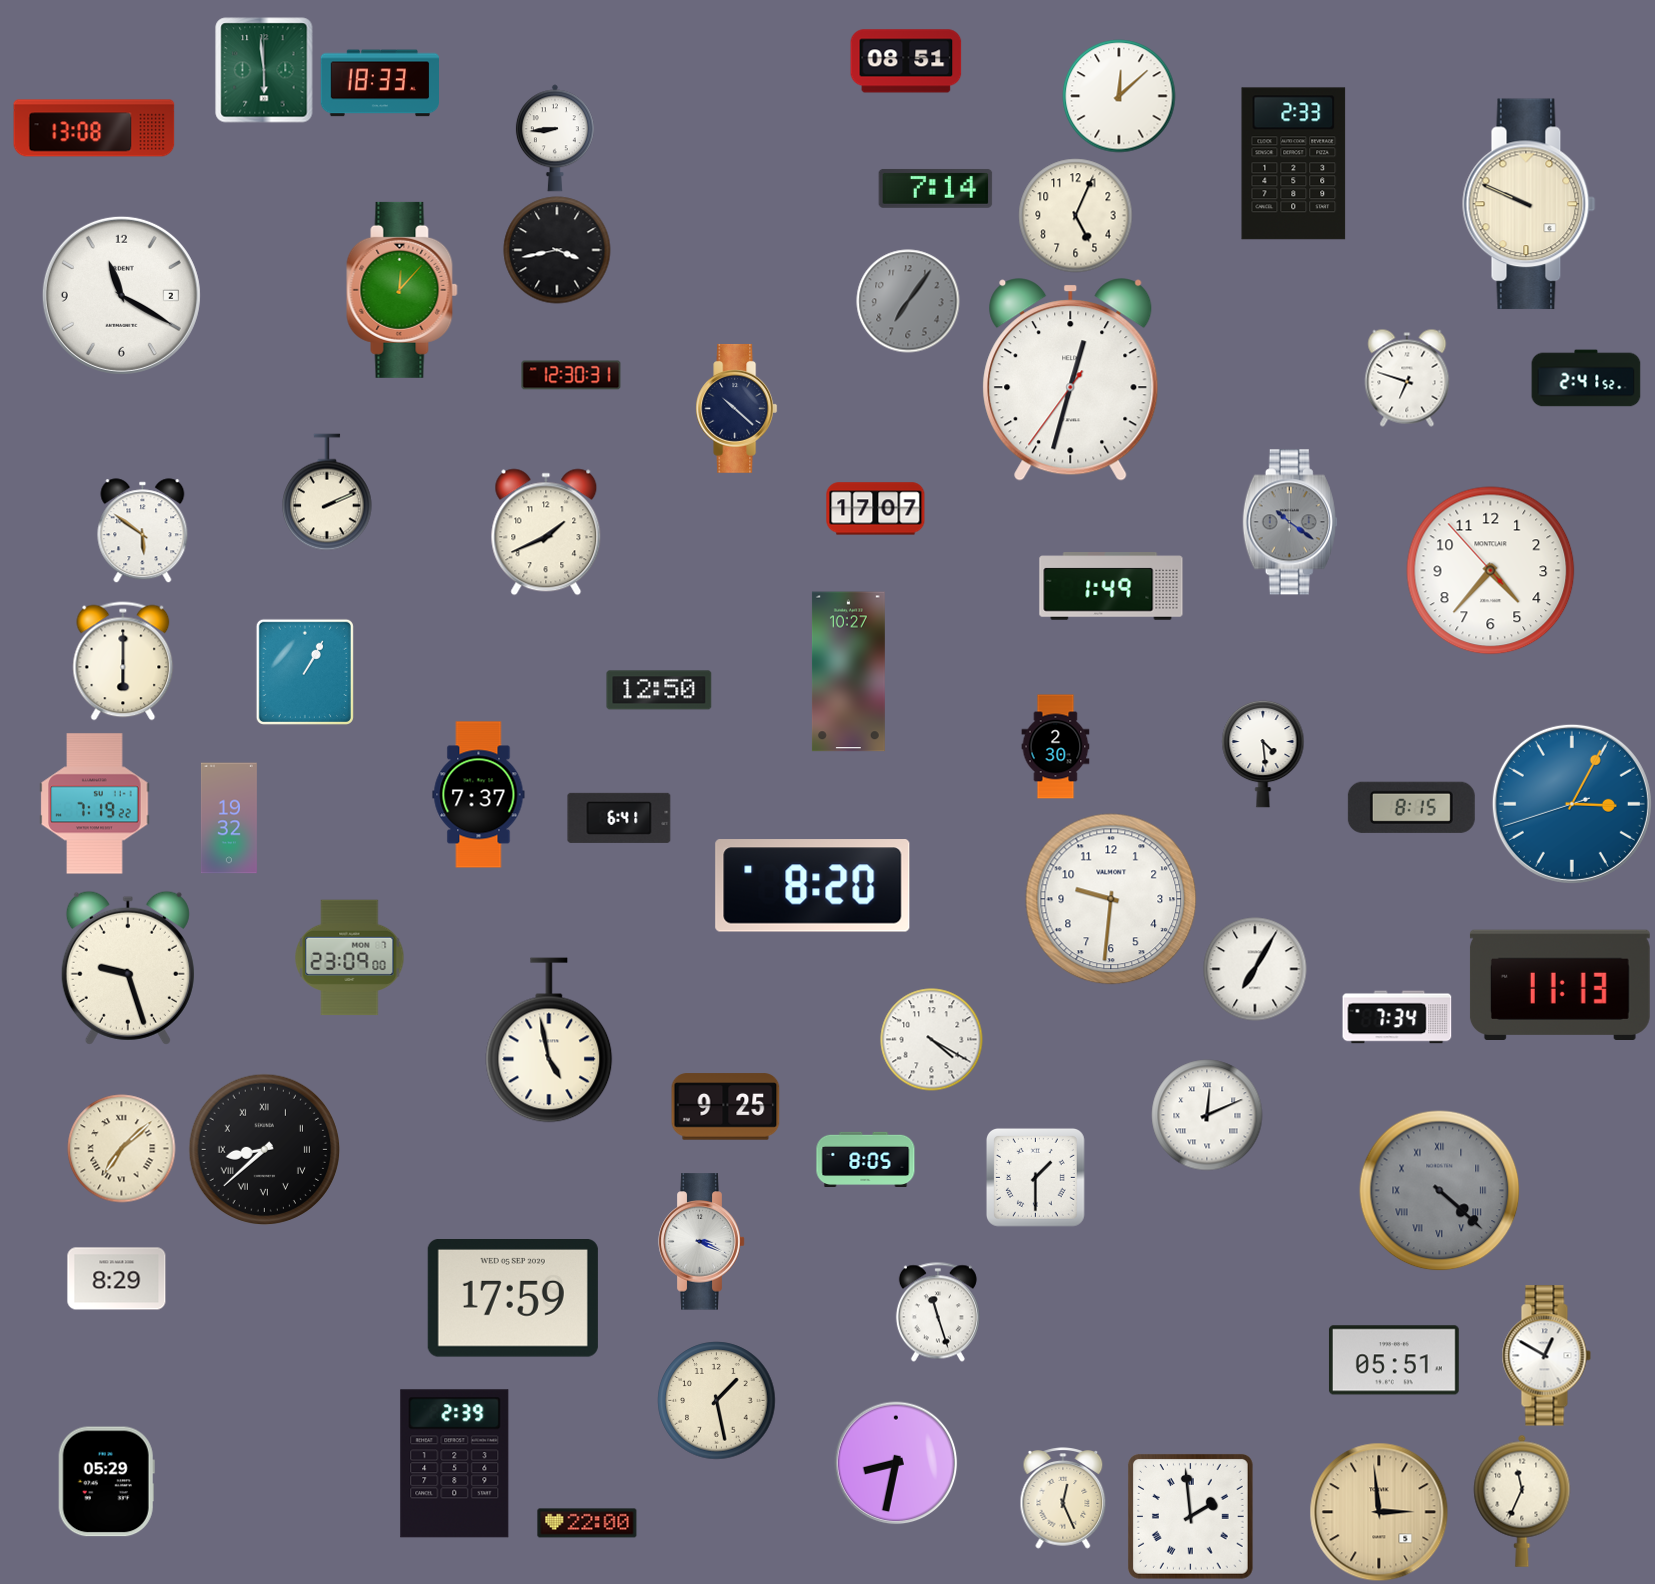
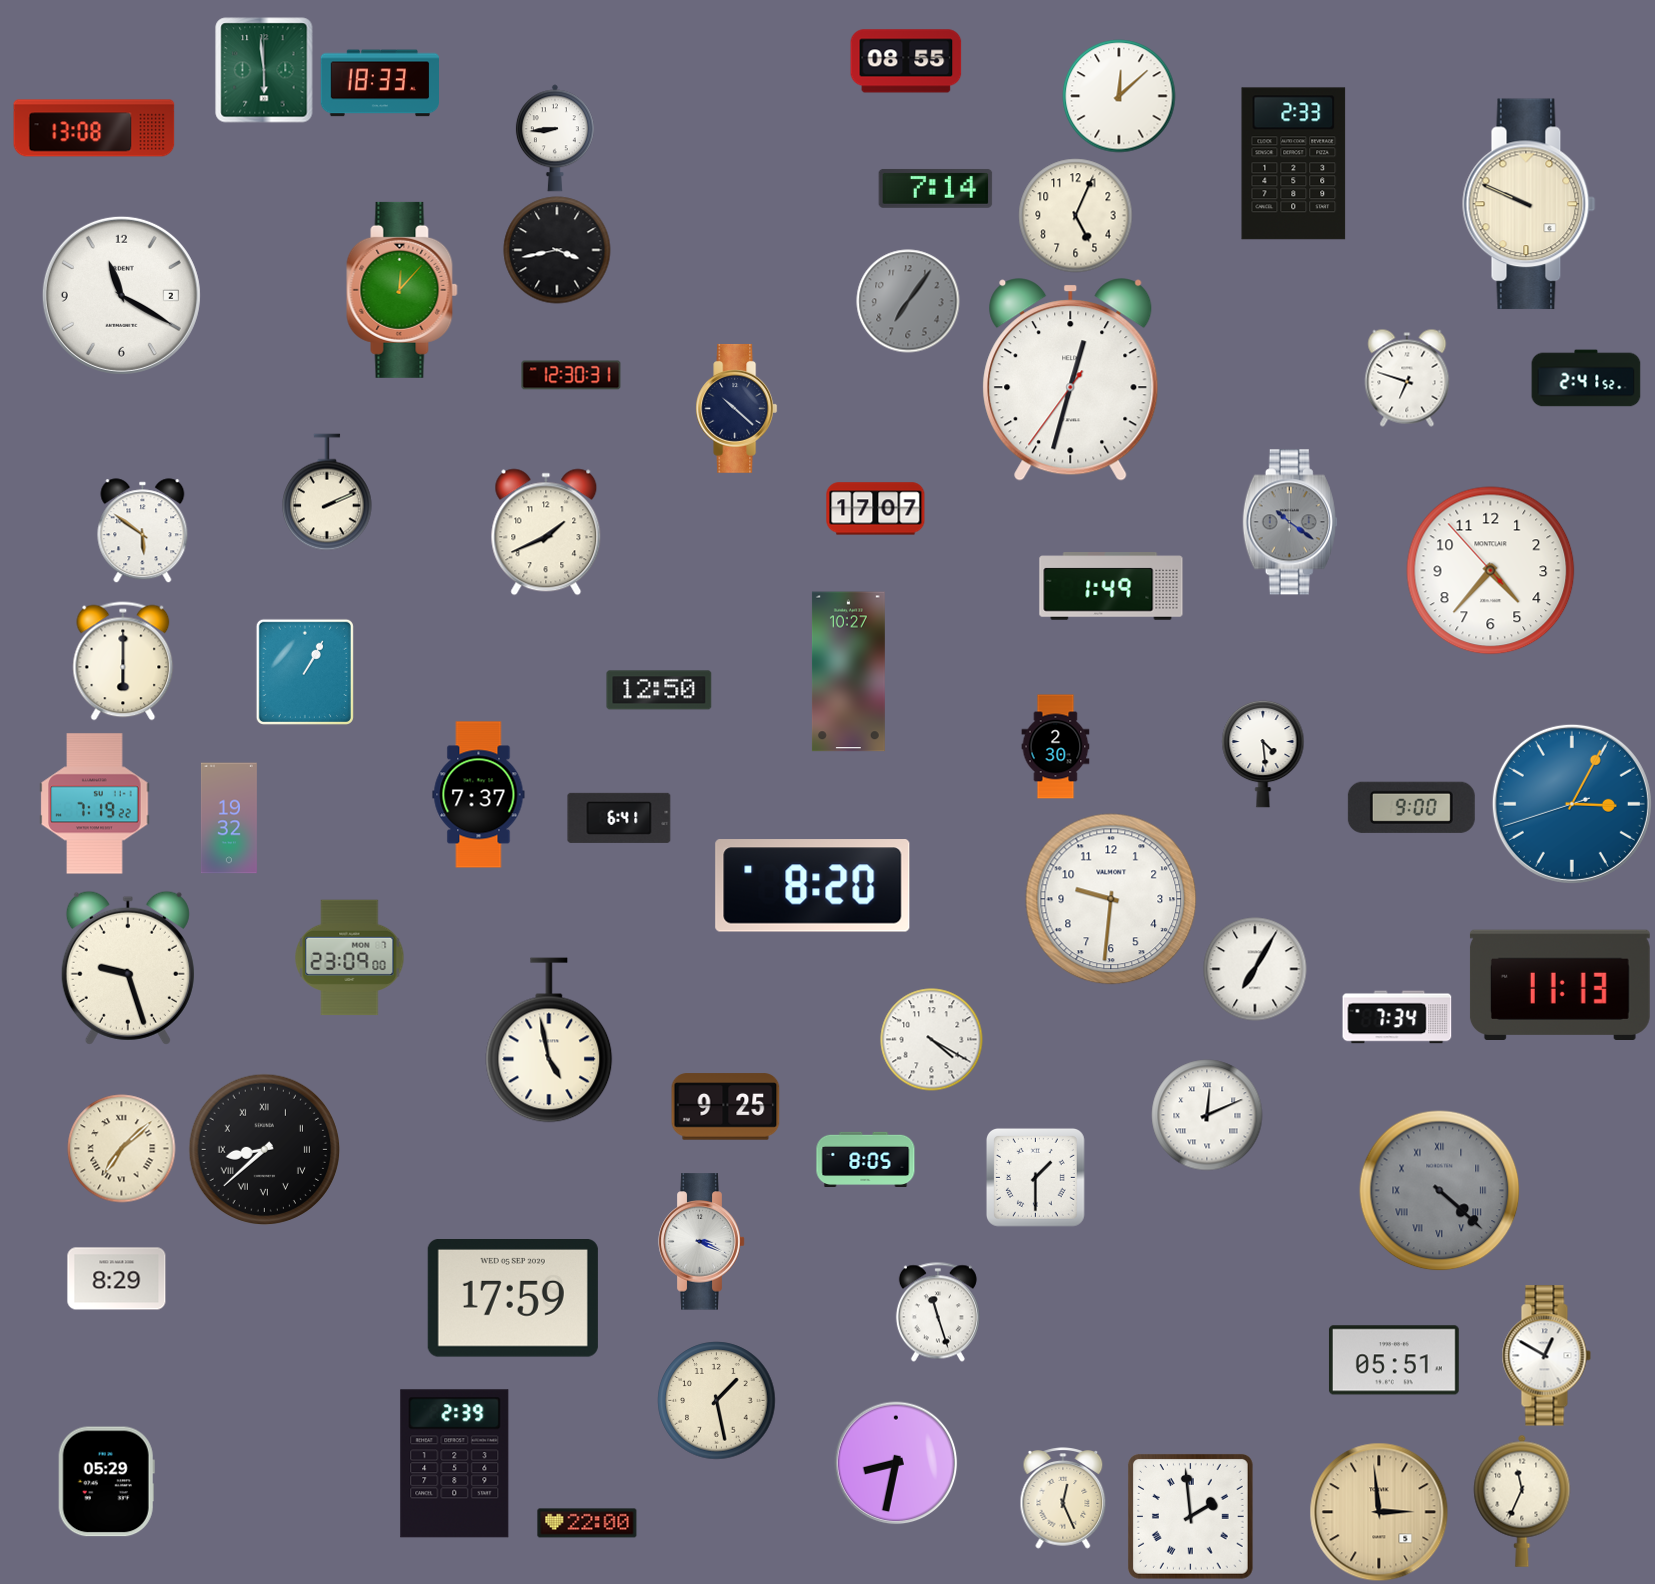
clock at (906, 61): 08:51 -> 08:55
clock at (1411, 807): 8:15 -> 9:00
